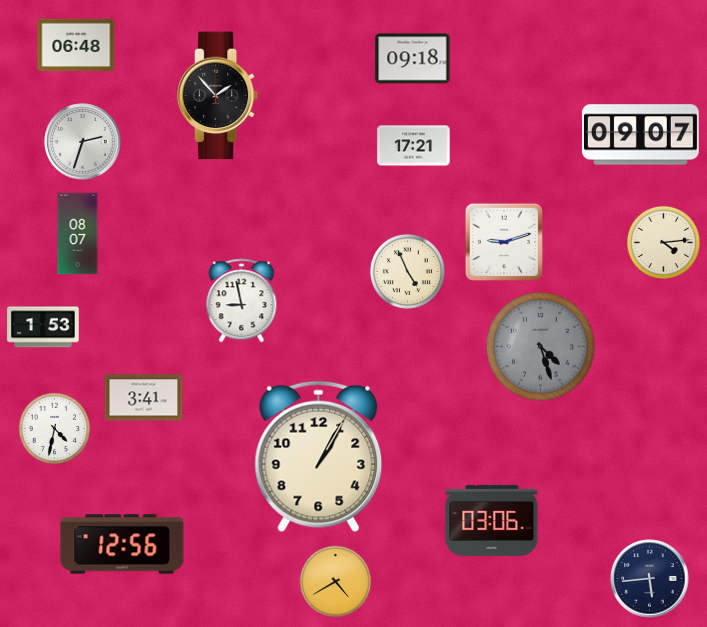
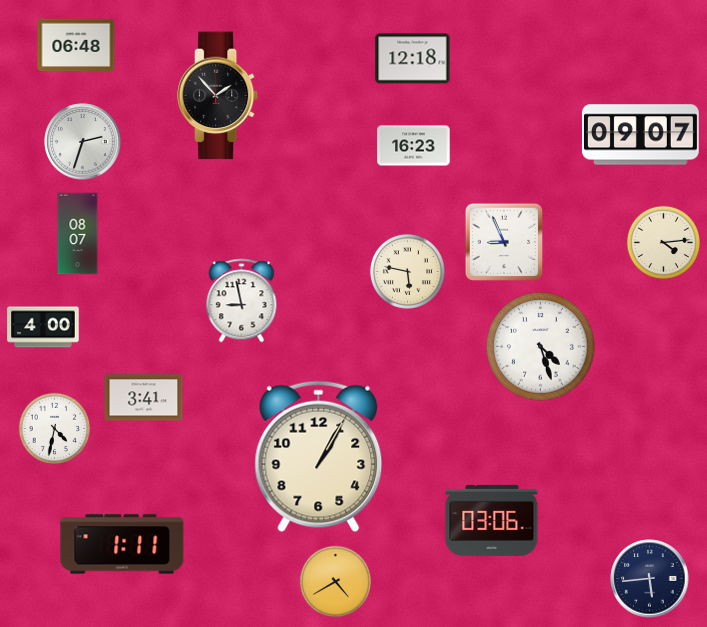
clock at (413, 59): 09:18 -> 12:18
clock at (414, 146): 17:21 -> 16:23
clock at (504, 242): 9:12 -> 8:56
clock at (407, 271): 4:56 -> 5:47
clock at (43, 327): 1:53 -> 4:00
clock at (541, 347) dial: grey -> white
clock at (122, 544): 12:56 -> 1:11
